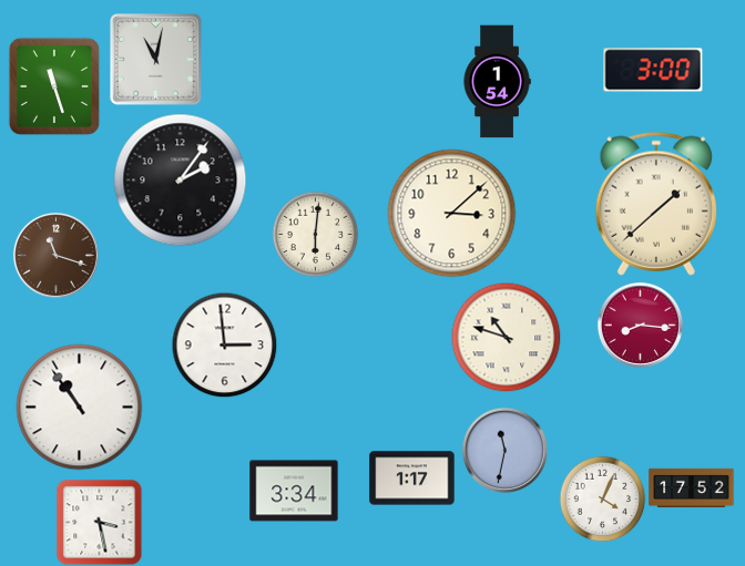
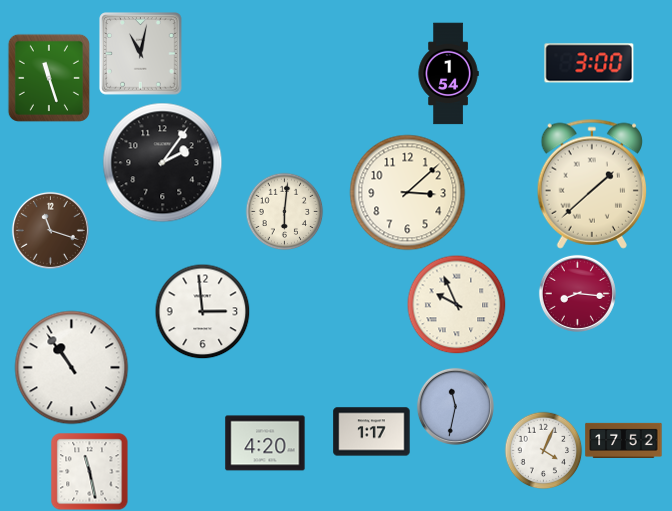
clock at (507, 338): 10:48 -> 9:56
clock at (294, 491): 3:34 -> 4:20
clock at (99, 522): 3:28 -> 11:28
